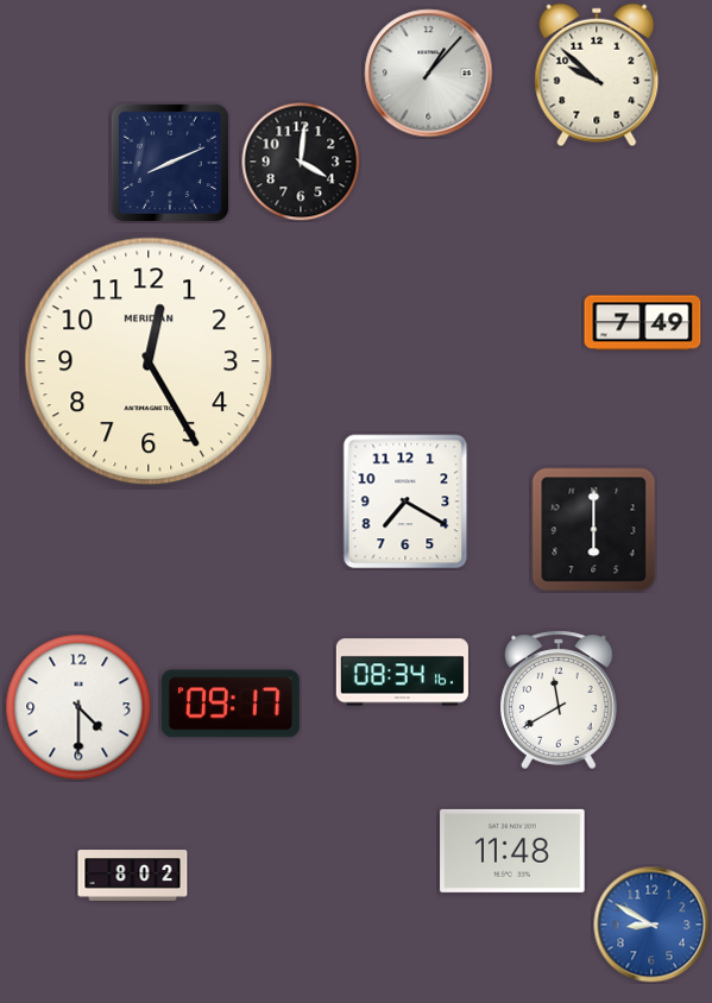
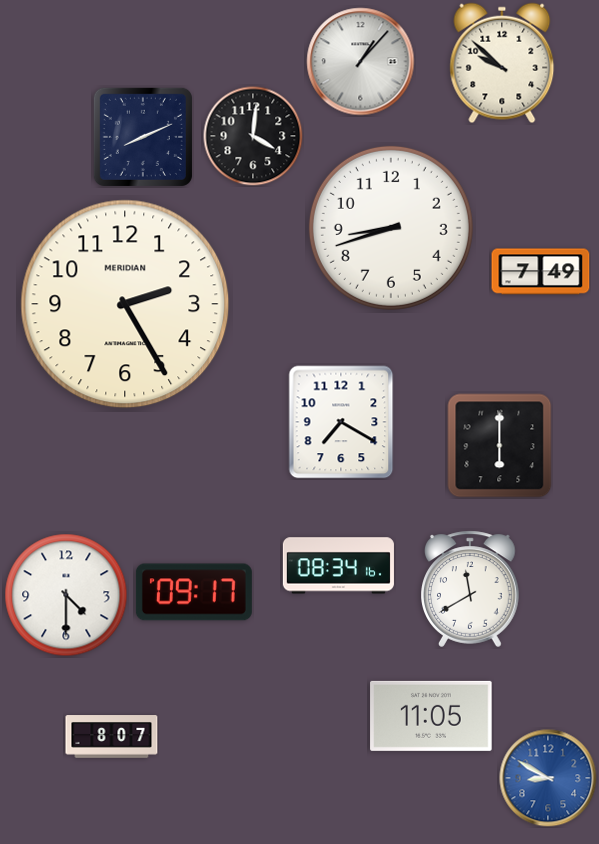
clock at (391, 228): none -> 8:42
clock at (149, 361): 12:25 -> 2:25
clock at (512, 851): 11:48 -> 11:05
clock at (133, 876): 8:02 -> 8:07
